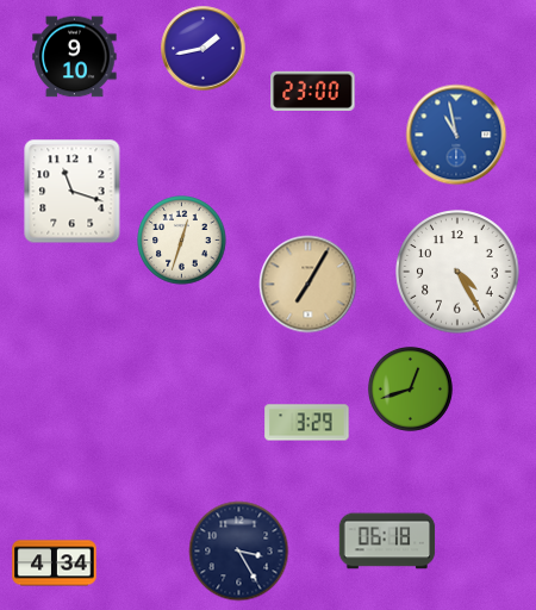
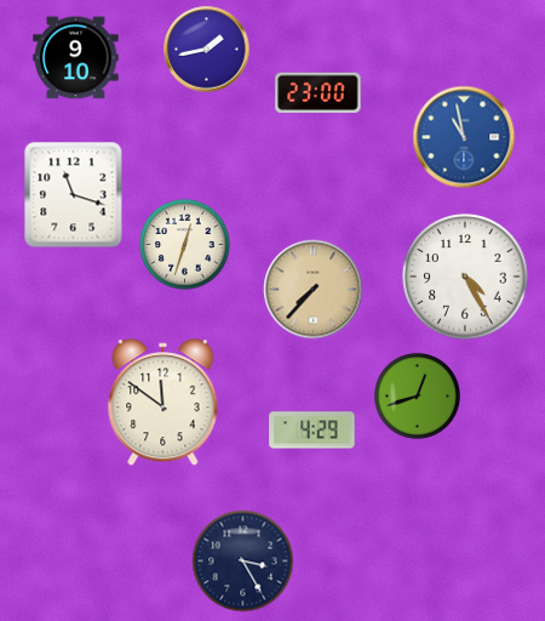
clock at (308, 285): 7:05 -> 7:37
clock at (163, 403): none -> 11:51
clock at (307, 423): 3:29 -> 4:29
clock at (387, 541): 06:18 -> none
clock at (55, 564): 4:34 -> none
